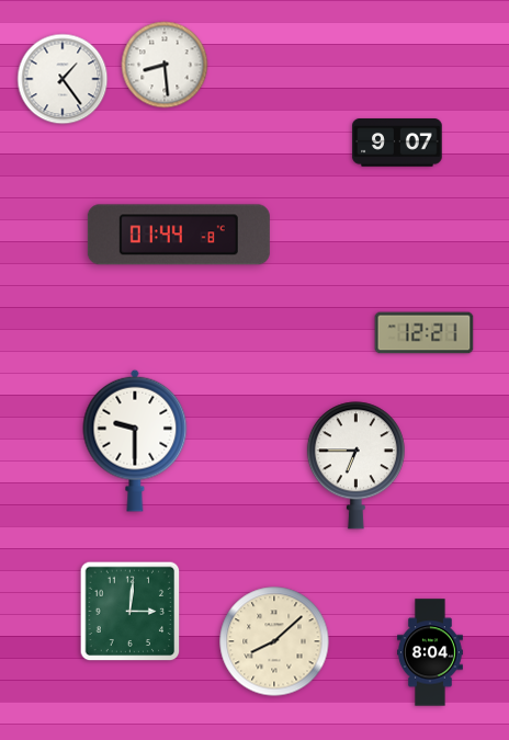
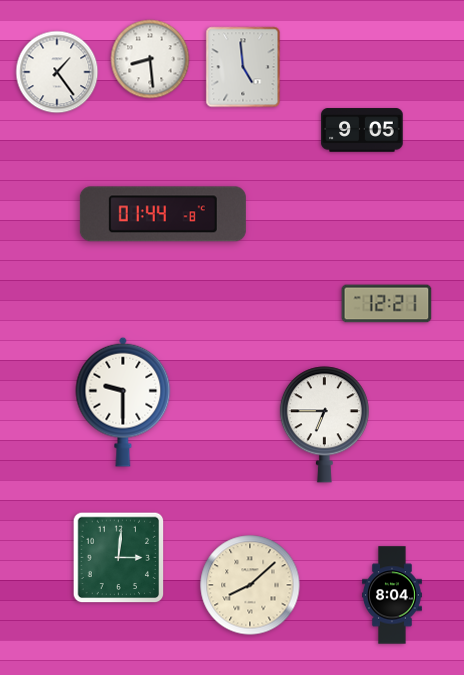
clock at (243, 67): none -> 4:59
clock at (397, 143): 9:07 -> 9:05
